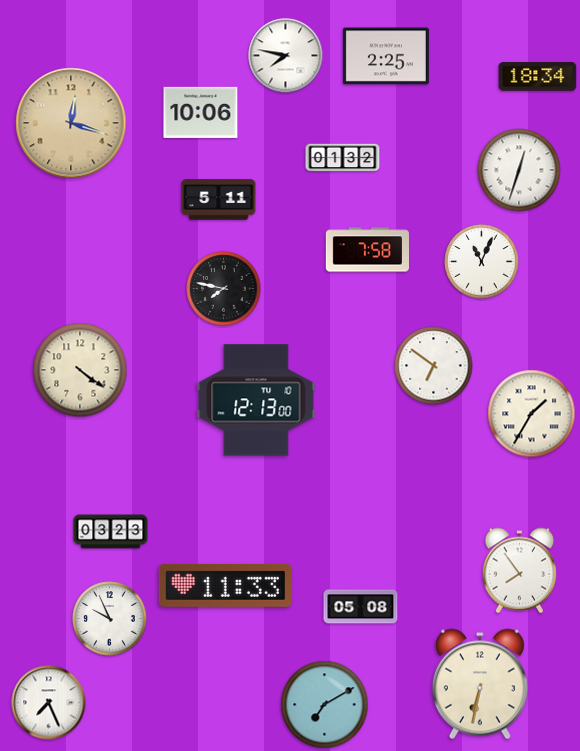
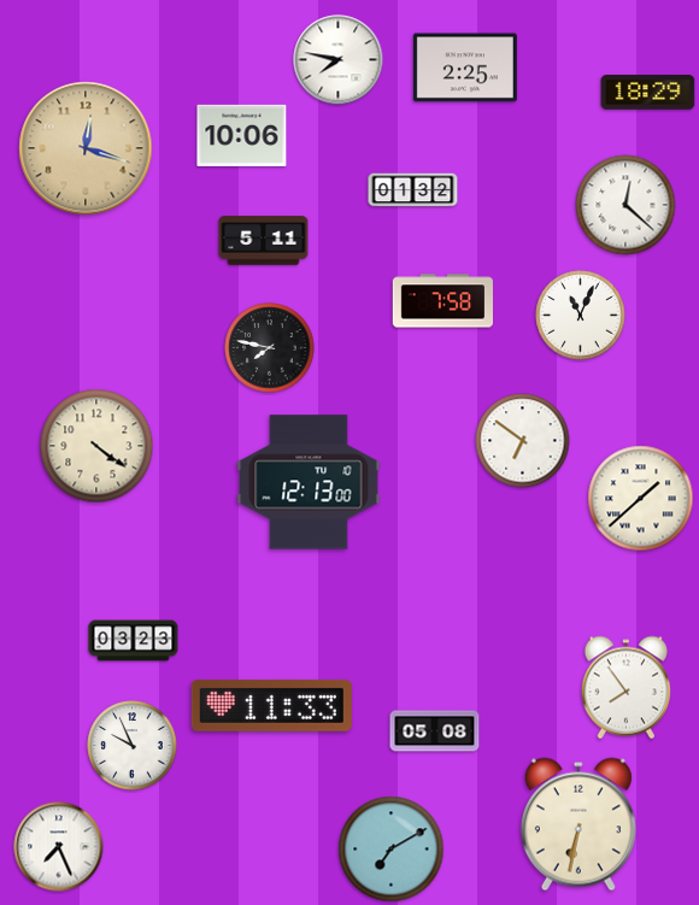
clock at (286, 56) position: (286, 56) -> (339, 60)
clock at (538, 77): 18:34 -> 18:29
clock at (519, 170): 12:33 -> 12:22
clock at (532, 414): 1:35 -> 1:38
